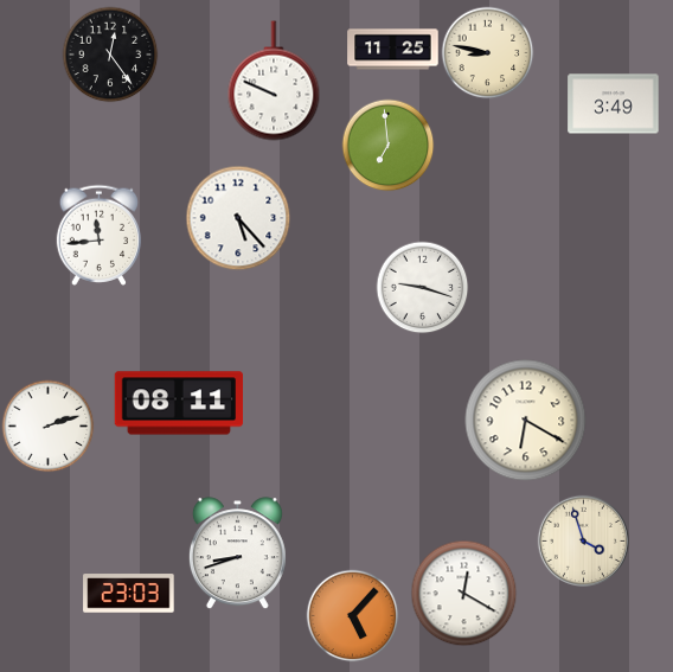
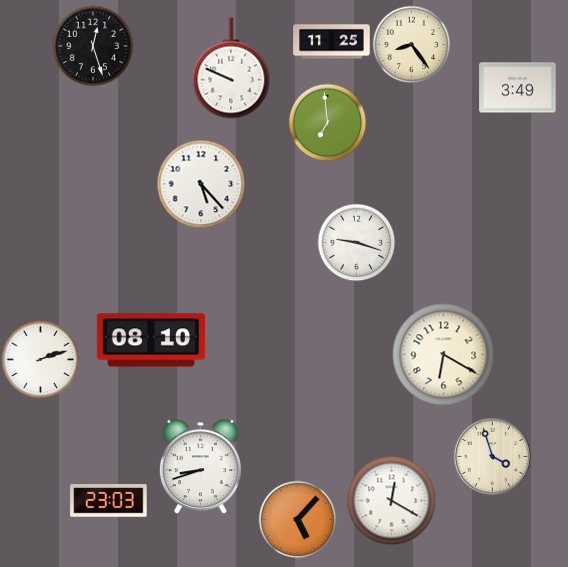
clock at (487, 52): 8:47 -> 8:24
clock at (110, 55): 12:24 -> 12:27
clock at (100, 235): 11:44 -> none
clock at (179, 403): 08:11 -> 08:10
